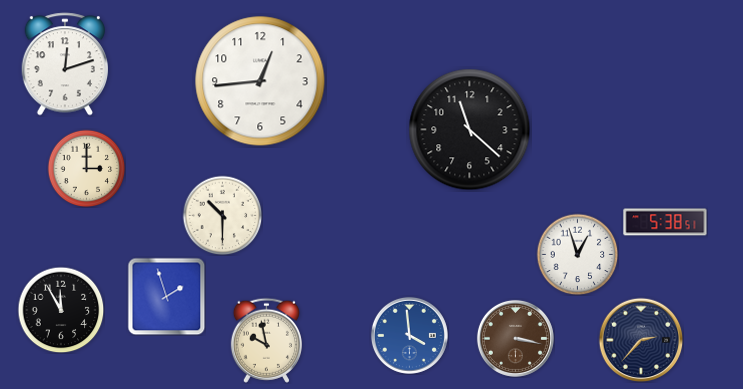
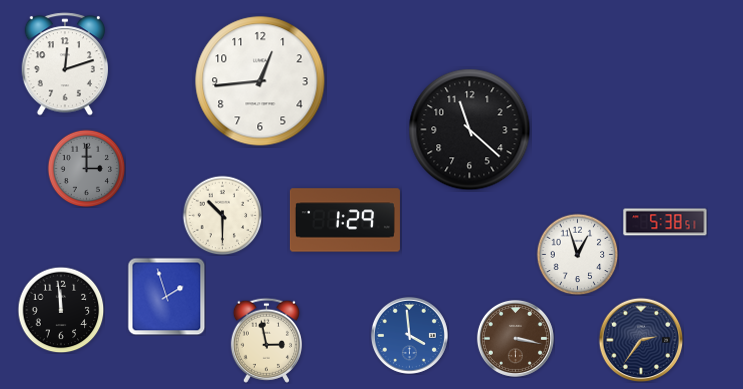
clock at (86, 168) dial: cream -> grey
clock at (345, 220): none -> 1:29
clock at (61, 310): 11:55 -> 11:59
clock at (266, 340): 9:58 -> 2:58
clock at (641, 340): 2:37 -> 2:36
